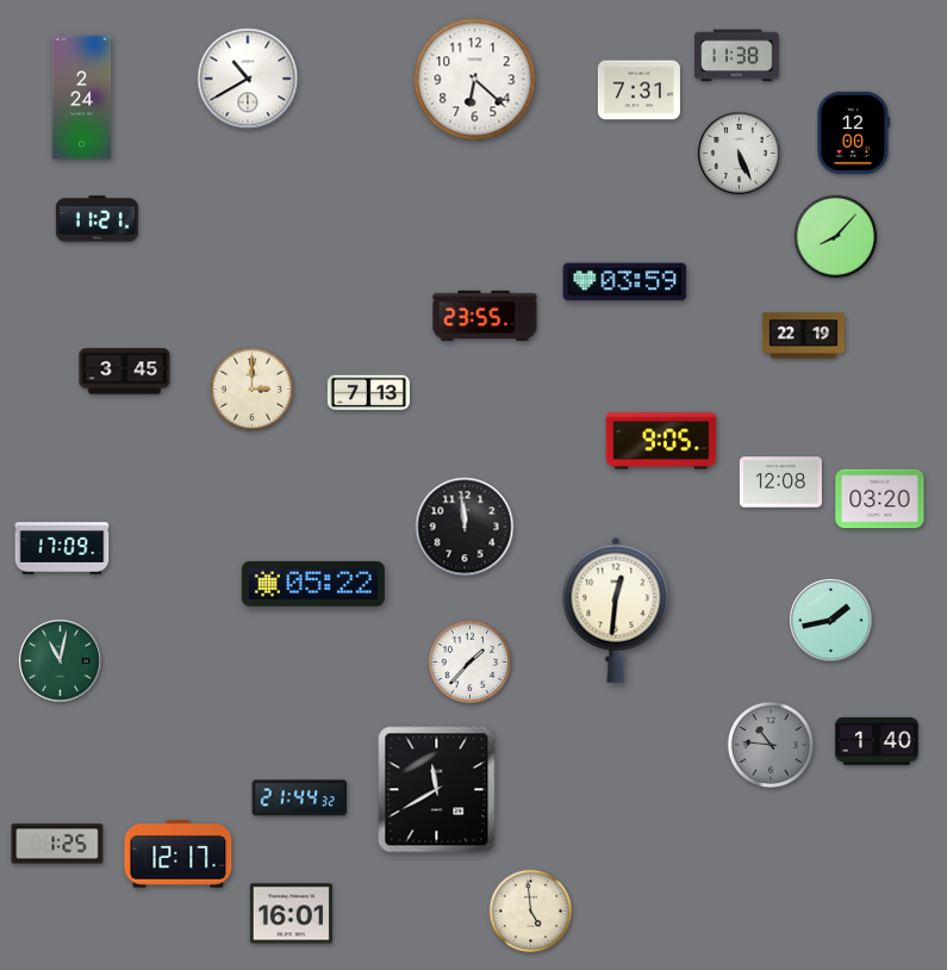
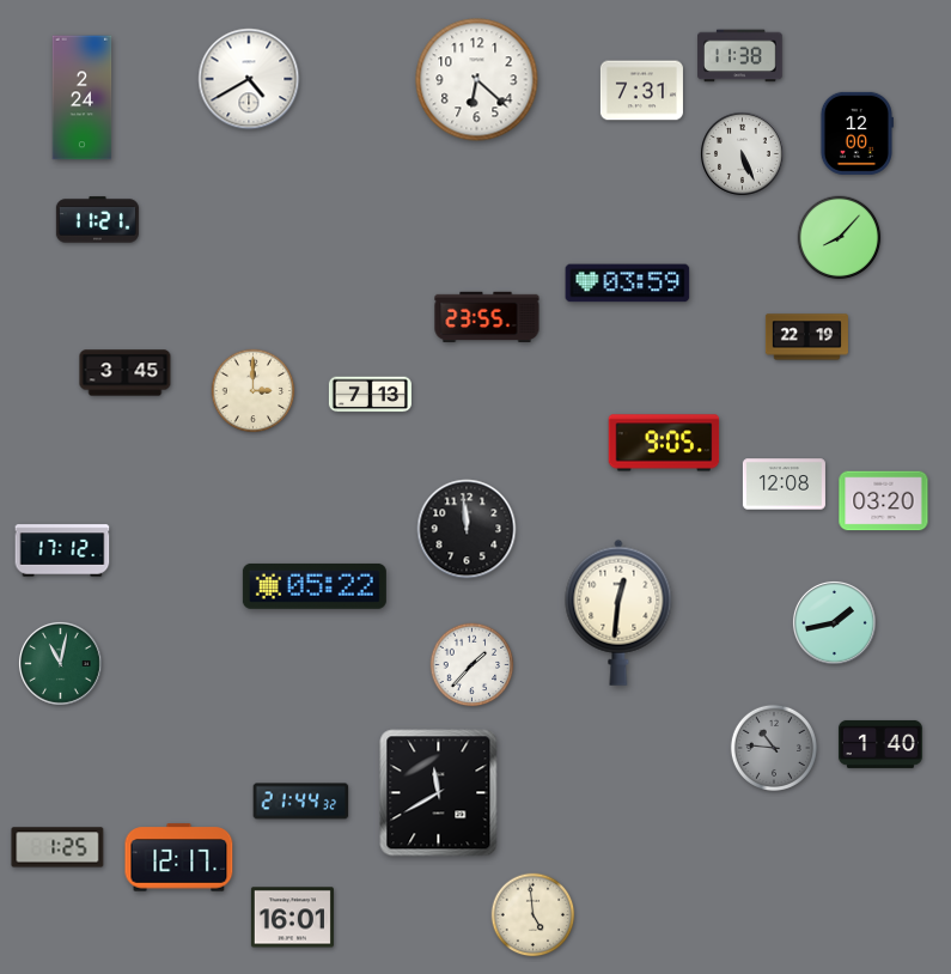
clock at (248, 79): 10:40 -> 4:40
clock at (62, 548): 17:09 -> 17:12
